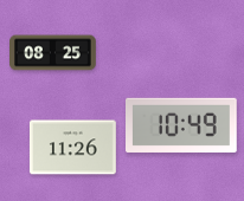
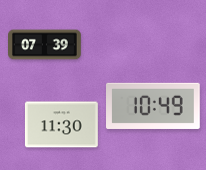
clock at (53, 53): 08:25 -> 07:39
clock at (72, 148): 11:26 -> 11:30
